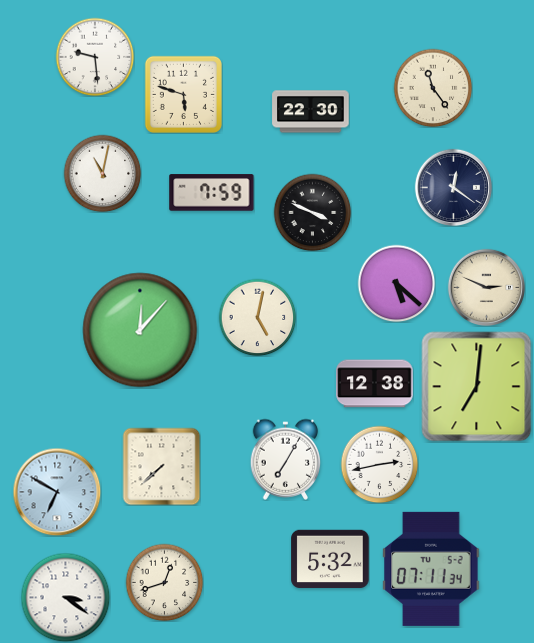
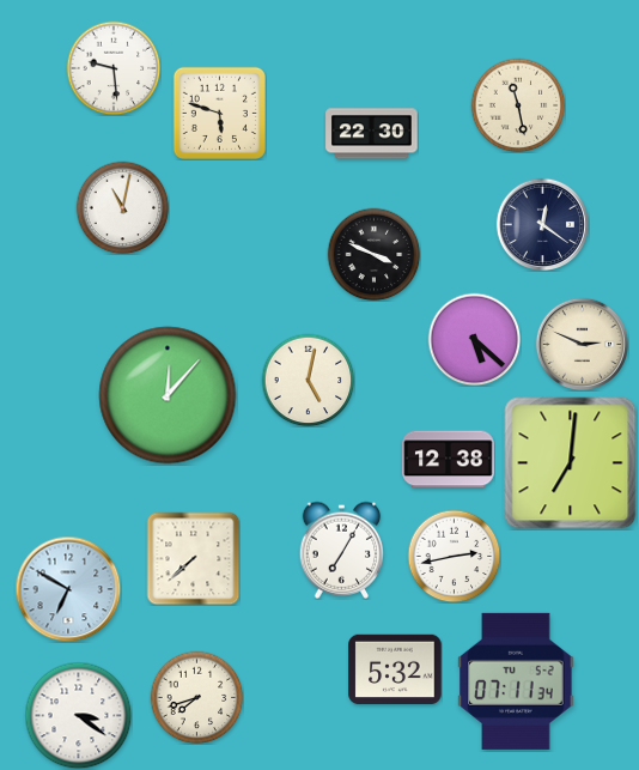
clock at (433, 88): 11:24 -> 11:28
clock at (212, 193): 7:59 -> none
clock at (164, 582): 12:42 -> 7:42
